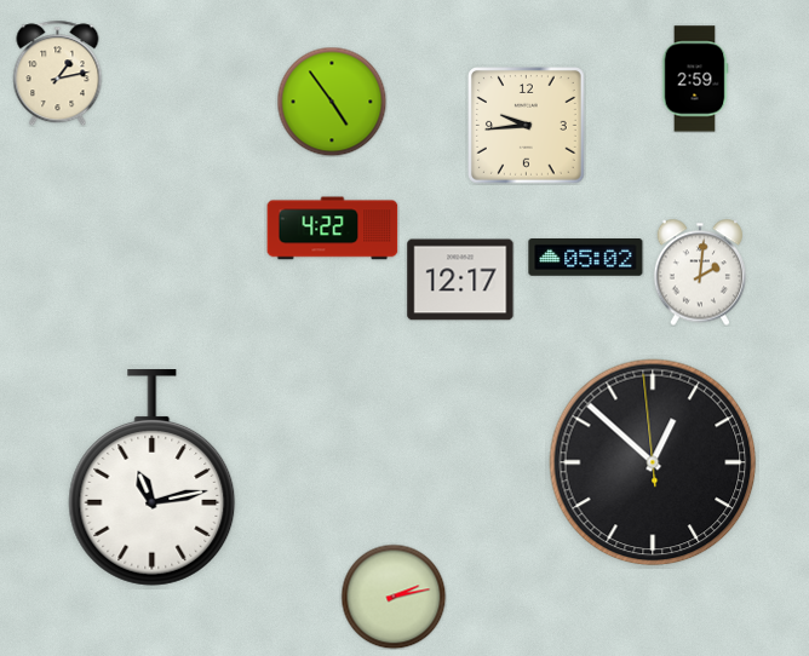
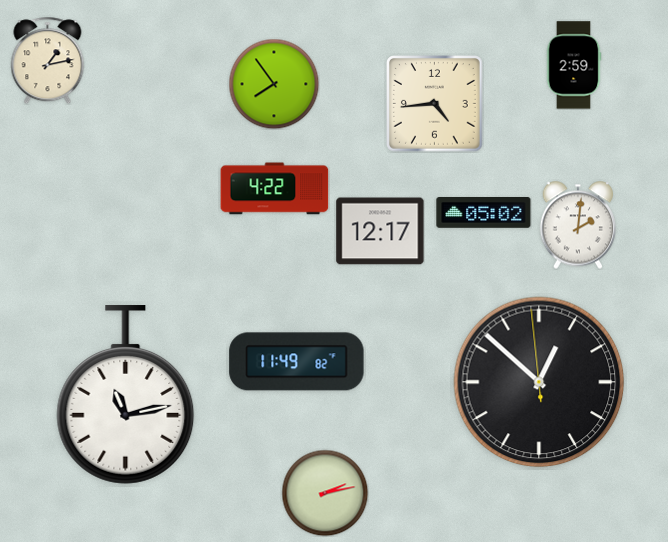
clock at (332, 102): 4:54 -> 7:54
clock at (527, 126): 9:44 -> 4:44
clock at (297, 362): none -> 11:49
